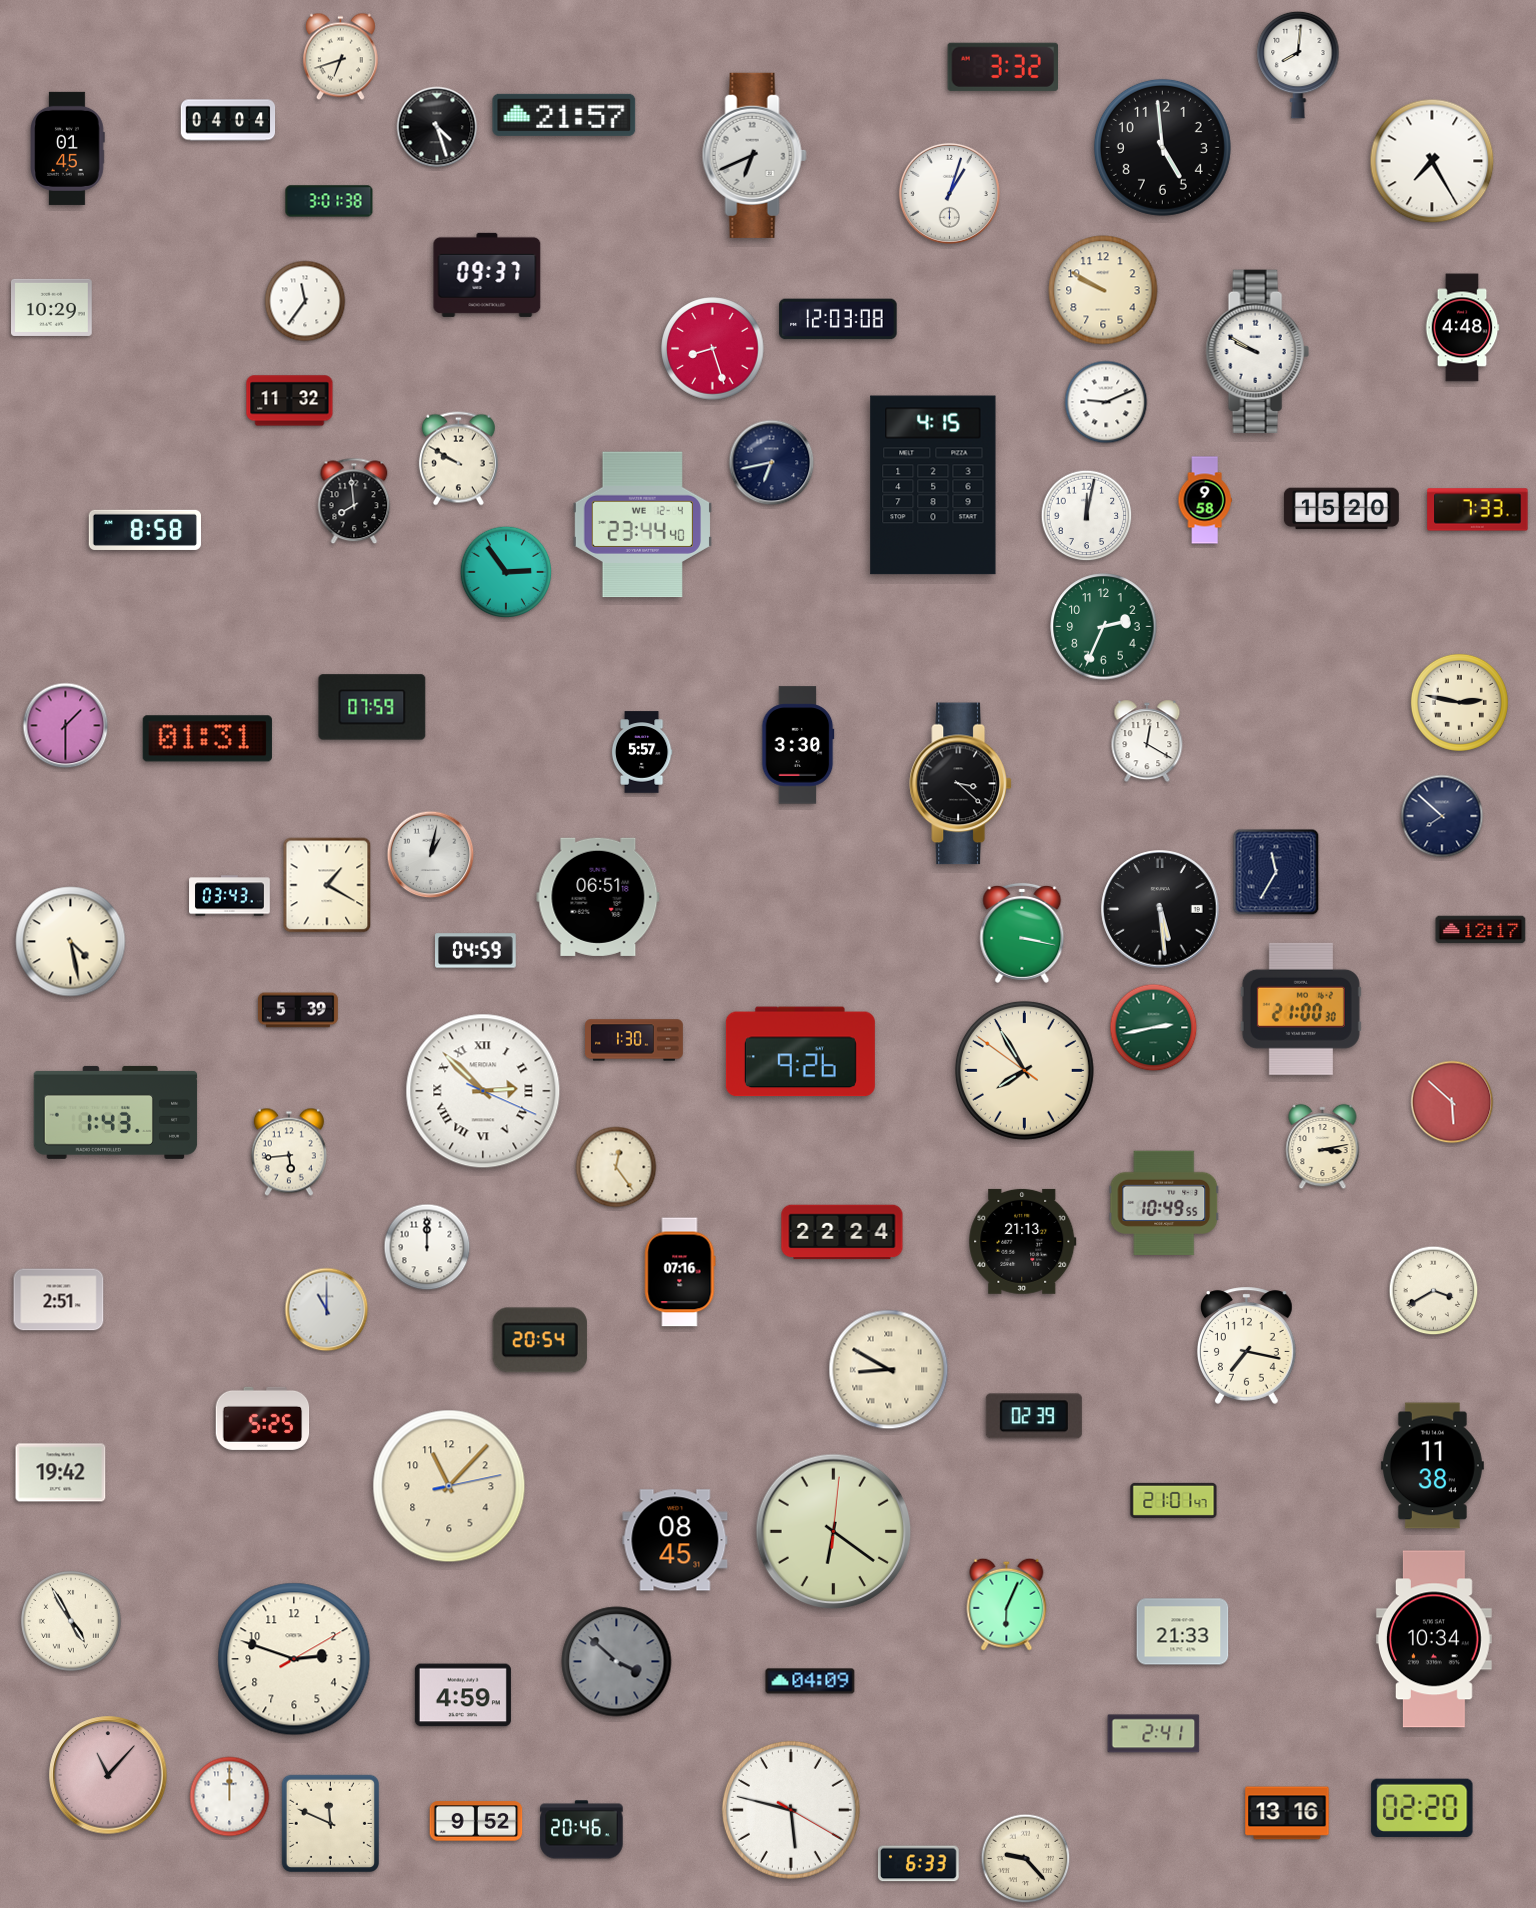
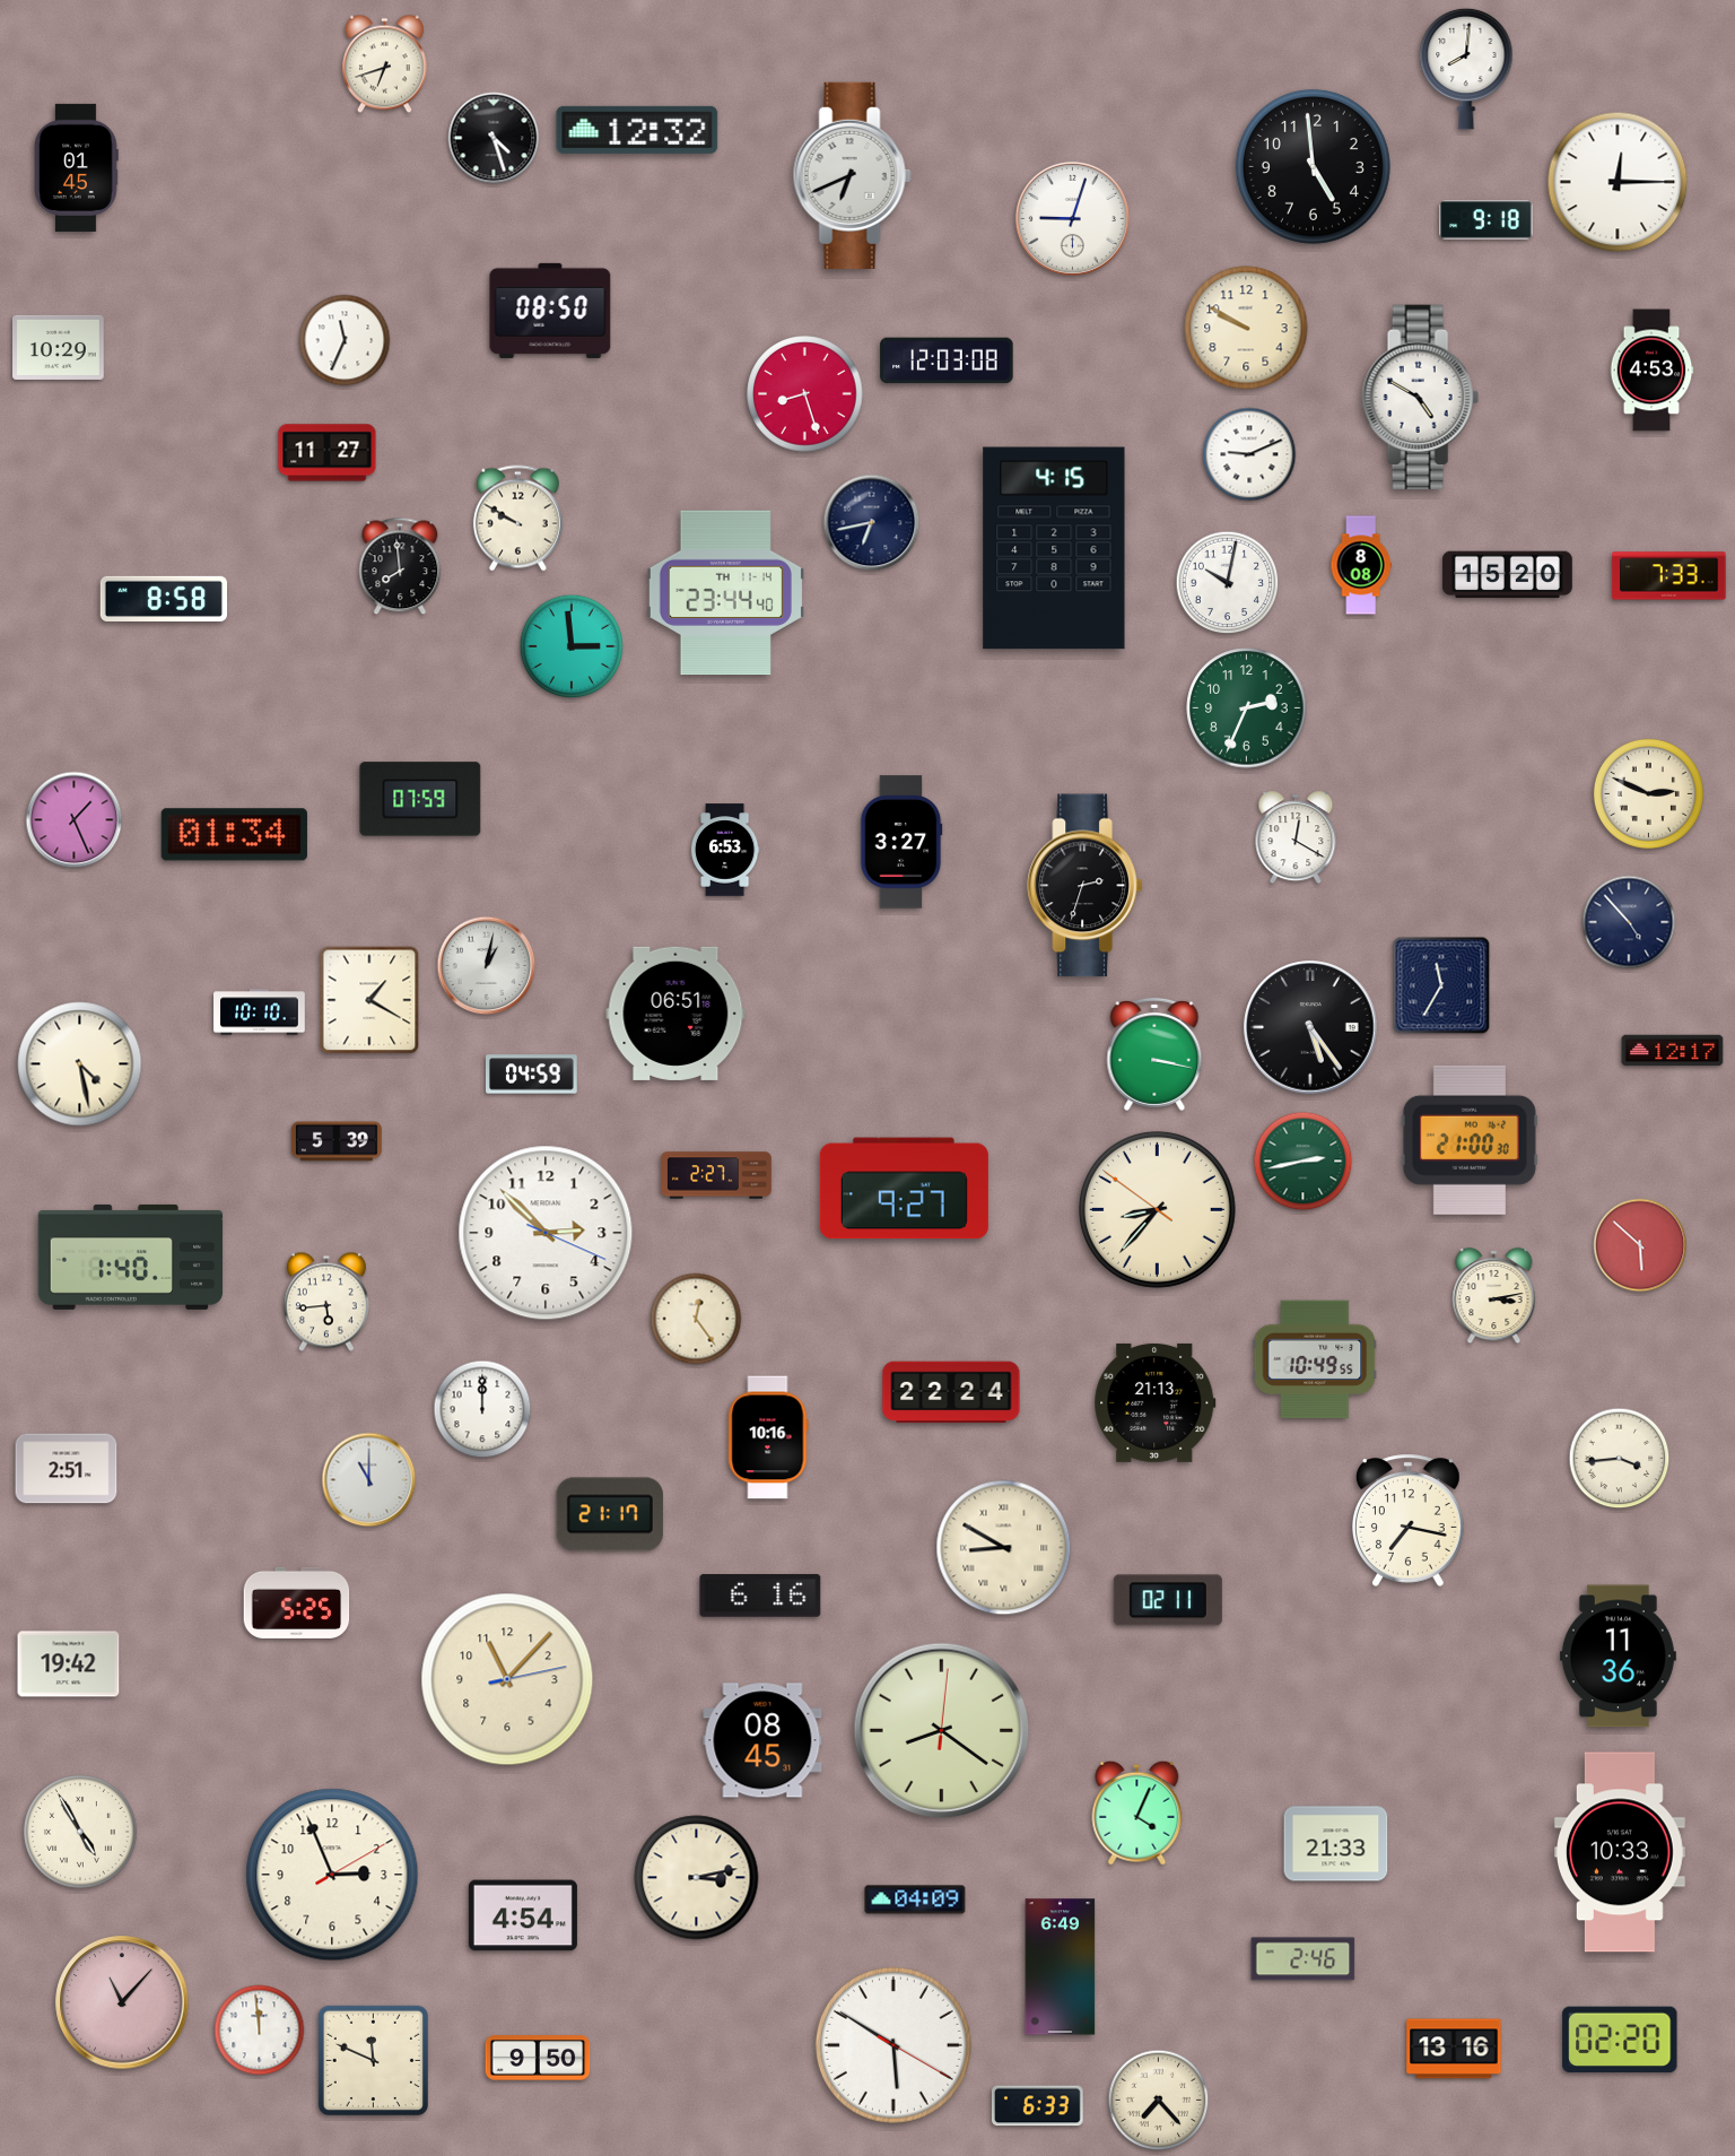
clock at (1298, 65) position: (1298, 65) -> (1466, 69)
clock at (1002, 67): 3:32 -> none
clock at (564, 115): 21:57 -> 12:32
clock at (228, 120): 04:04 -> none
clock at (437, 127) position: (437, 127) -> (494, 138)
clock at (1432, 161): 7:25 -> 12:15
clock at (949, 193): 1:03 -> 9:03
clock at (1486, 220): none -> 9:18
clock at (329, 201): 3:01 -> none
clock at (487, 275): 09:37 -> 08:50
clock at (305, 301): 11:36 -> 11:34
clock at (1462, 328): 4:48 -> 4:53
clock at (1257, 352): 9:50 -> 4:50
clock at (290, 401): 11:32 -> 11:27
clock at (1205, 500): 9:58 -> 8:08
clock at (1341, 509) position: (1341, 509) -> (1507, 575)
clock at (1087, 516): 12:02 -> 10:02
clock at (642, 525) date: WE 12-4 -> TH 11-14
clock at (506, 572): 2:54 -> 2:59
clock at (1459, 702): 2:47 -> 2:49
clock at (66, 726): 1:30 -> 1:26
clock at (207, 739): 01:31 -> 01:34
clock at (798, 745): 3:30 -> 3:27
clock at (642, 752): 5:57 -> 6:53
clock at (961, 784): 3:22 -> 2:33
clock at (1442, 816): 7:52 -> 4:53
clock at (230, 896): 03:43 -> 10:10
clock at (1160, 909): 5:29 -> 5:24
clock at (476, 951) position: (476, 951) -> (532, 1075)
clock at (635, 1040): 1:30 -> 2:27
clock at (800, 1052): 9:26 -> 9:27
clock at (1024, 1070): 7:54 -> 8:36
clock at (483, 1091) numerals: Roman -> Arabic
clock at (116, 1112): 1:43 -> 1:40
clock at (680, 1272): 07:16 -> 10:16
clock at (1434, 1291): 3:40 -> 3:44
clock at (540, 1340): 20:54 -> 21:17
clock at (760, 1596): none -> 6:16
clock at (1034, 1416): 02:39 -> 02:11
clock at (1432, 1466): 11:38 -> 11:36
clock at (1174, 1500): 21:01 -> none
clock at (834, 1532): 6:21 -> 8:21
clock at (1007, 1604): 6:04 -> 4:04
clock at (1434, 1639): 10:34 -> 10:33
clock at (294, 1659): 2:48 -> 2:56
clock at (617, 1662): 3:52 -> 3:13
clock at (617, 1662) dial: grey -> cream
clock at (463, 1695): 4:59 -> 4:54
clock at (1154, 1734): 2:41 -> 2:46
clock at (1061, 1967): none -> 6:49
clock at (108, 1775) position: (108, 1775) -> (122, 2002)
clock at (230, 1797): 12:00 -> 11:59
clock at (1422, 1808) position: (1422, 1808) -> (1620, 2040)
clock at (791, 1810): 5:47 -> 5:50
clock at (476, 1821): 9:52 -> 9:50
clock at (582, 1830): 20:46 -> none
clock at (1026, 1859): 9:23 -> 7:23
